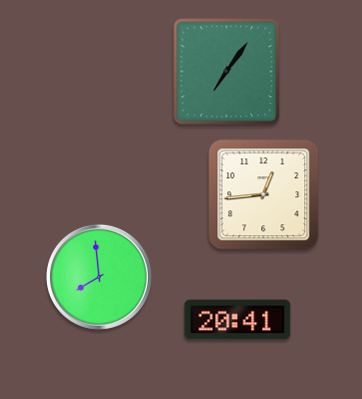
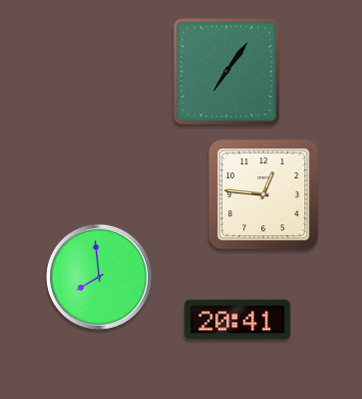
clock at (264, 195): 12:44 -> 12:46
